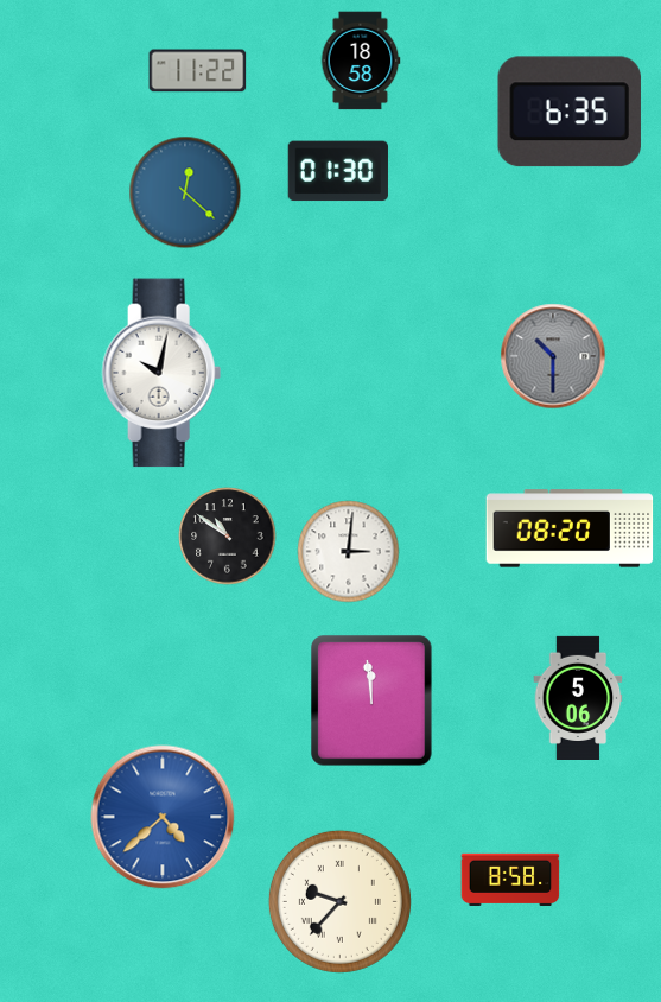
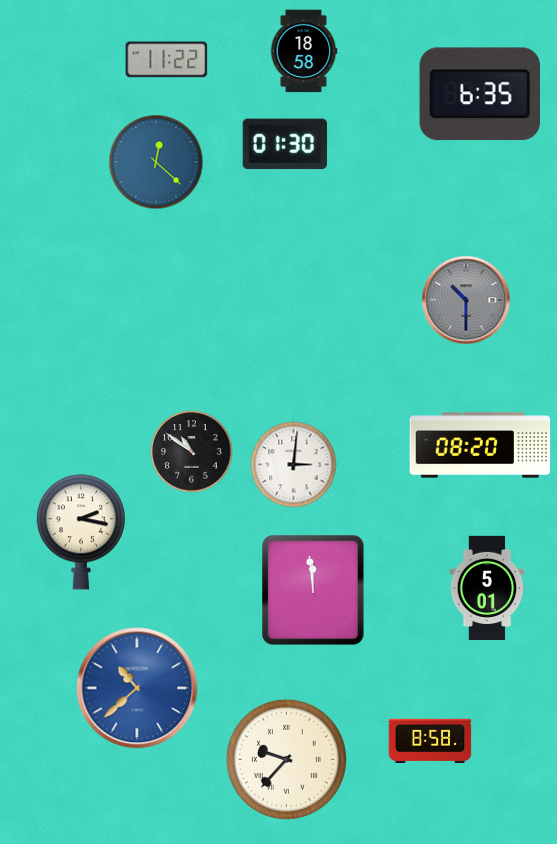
clock at (161, 373): 10:02 -> none
clock at (81, 532): none -> 2:17
clock at (578, 697): 5:06 -> 5:01
clock at (163, 817): 4:38 -> 10:38
